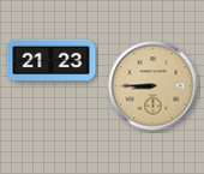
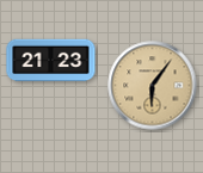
clock at (154, 86): 8:45 -> 6:06
